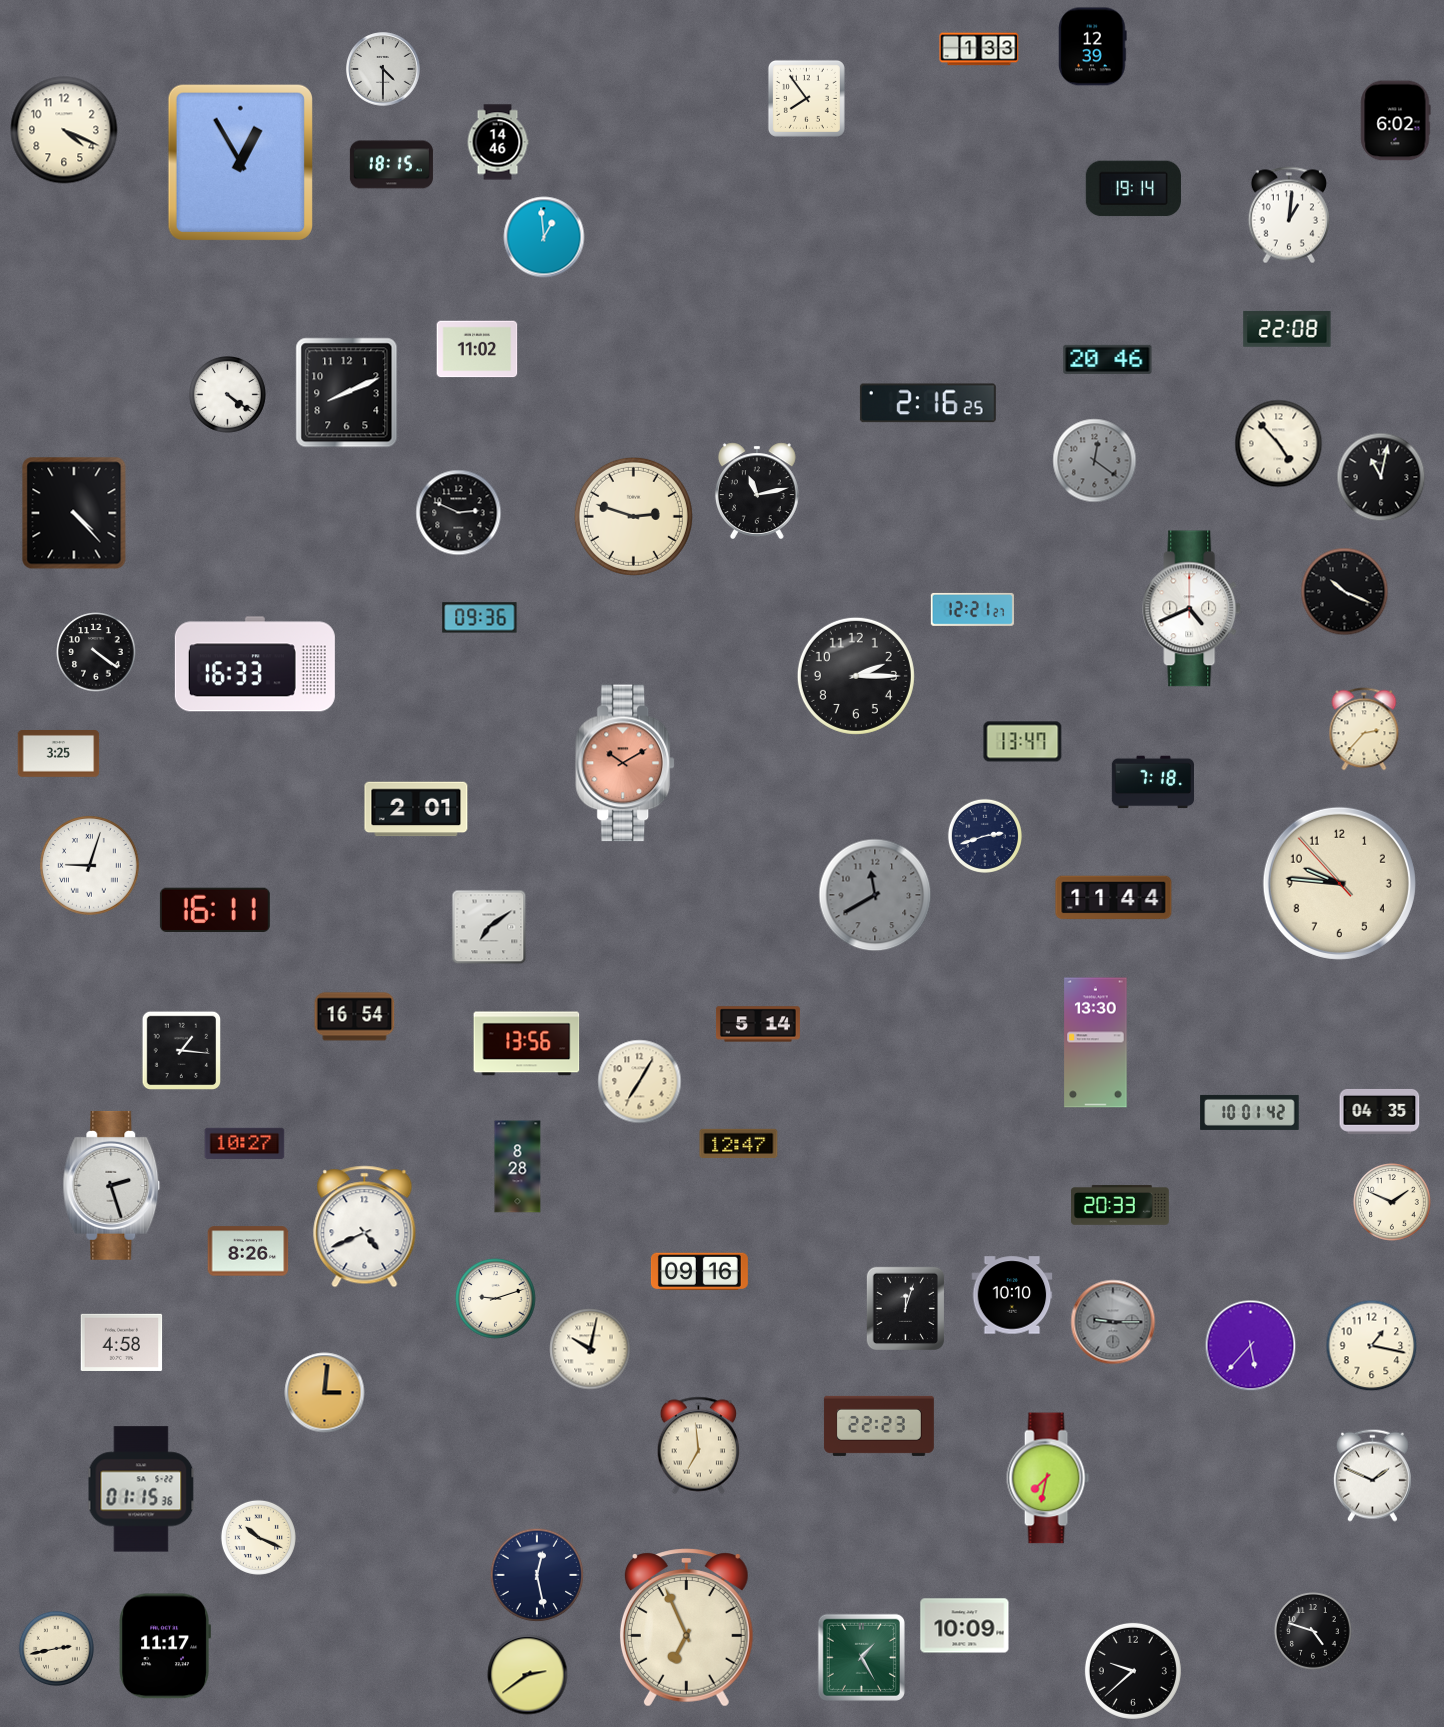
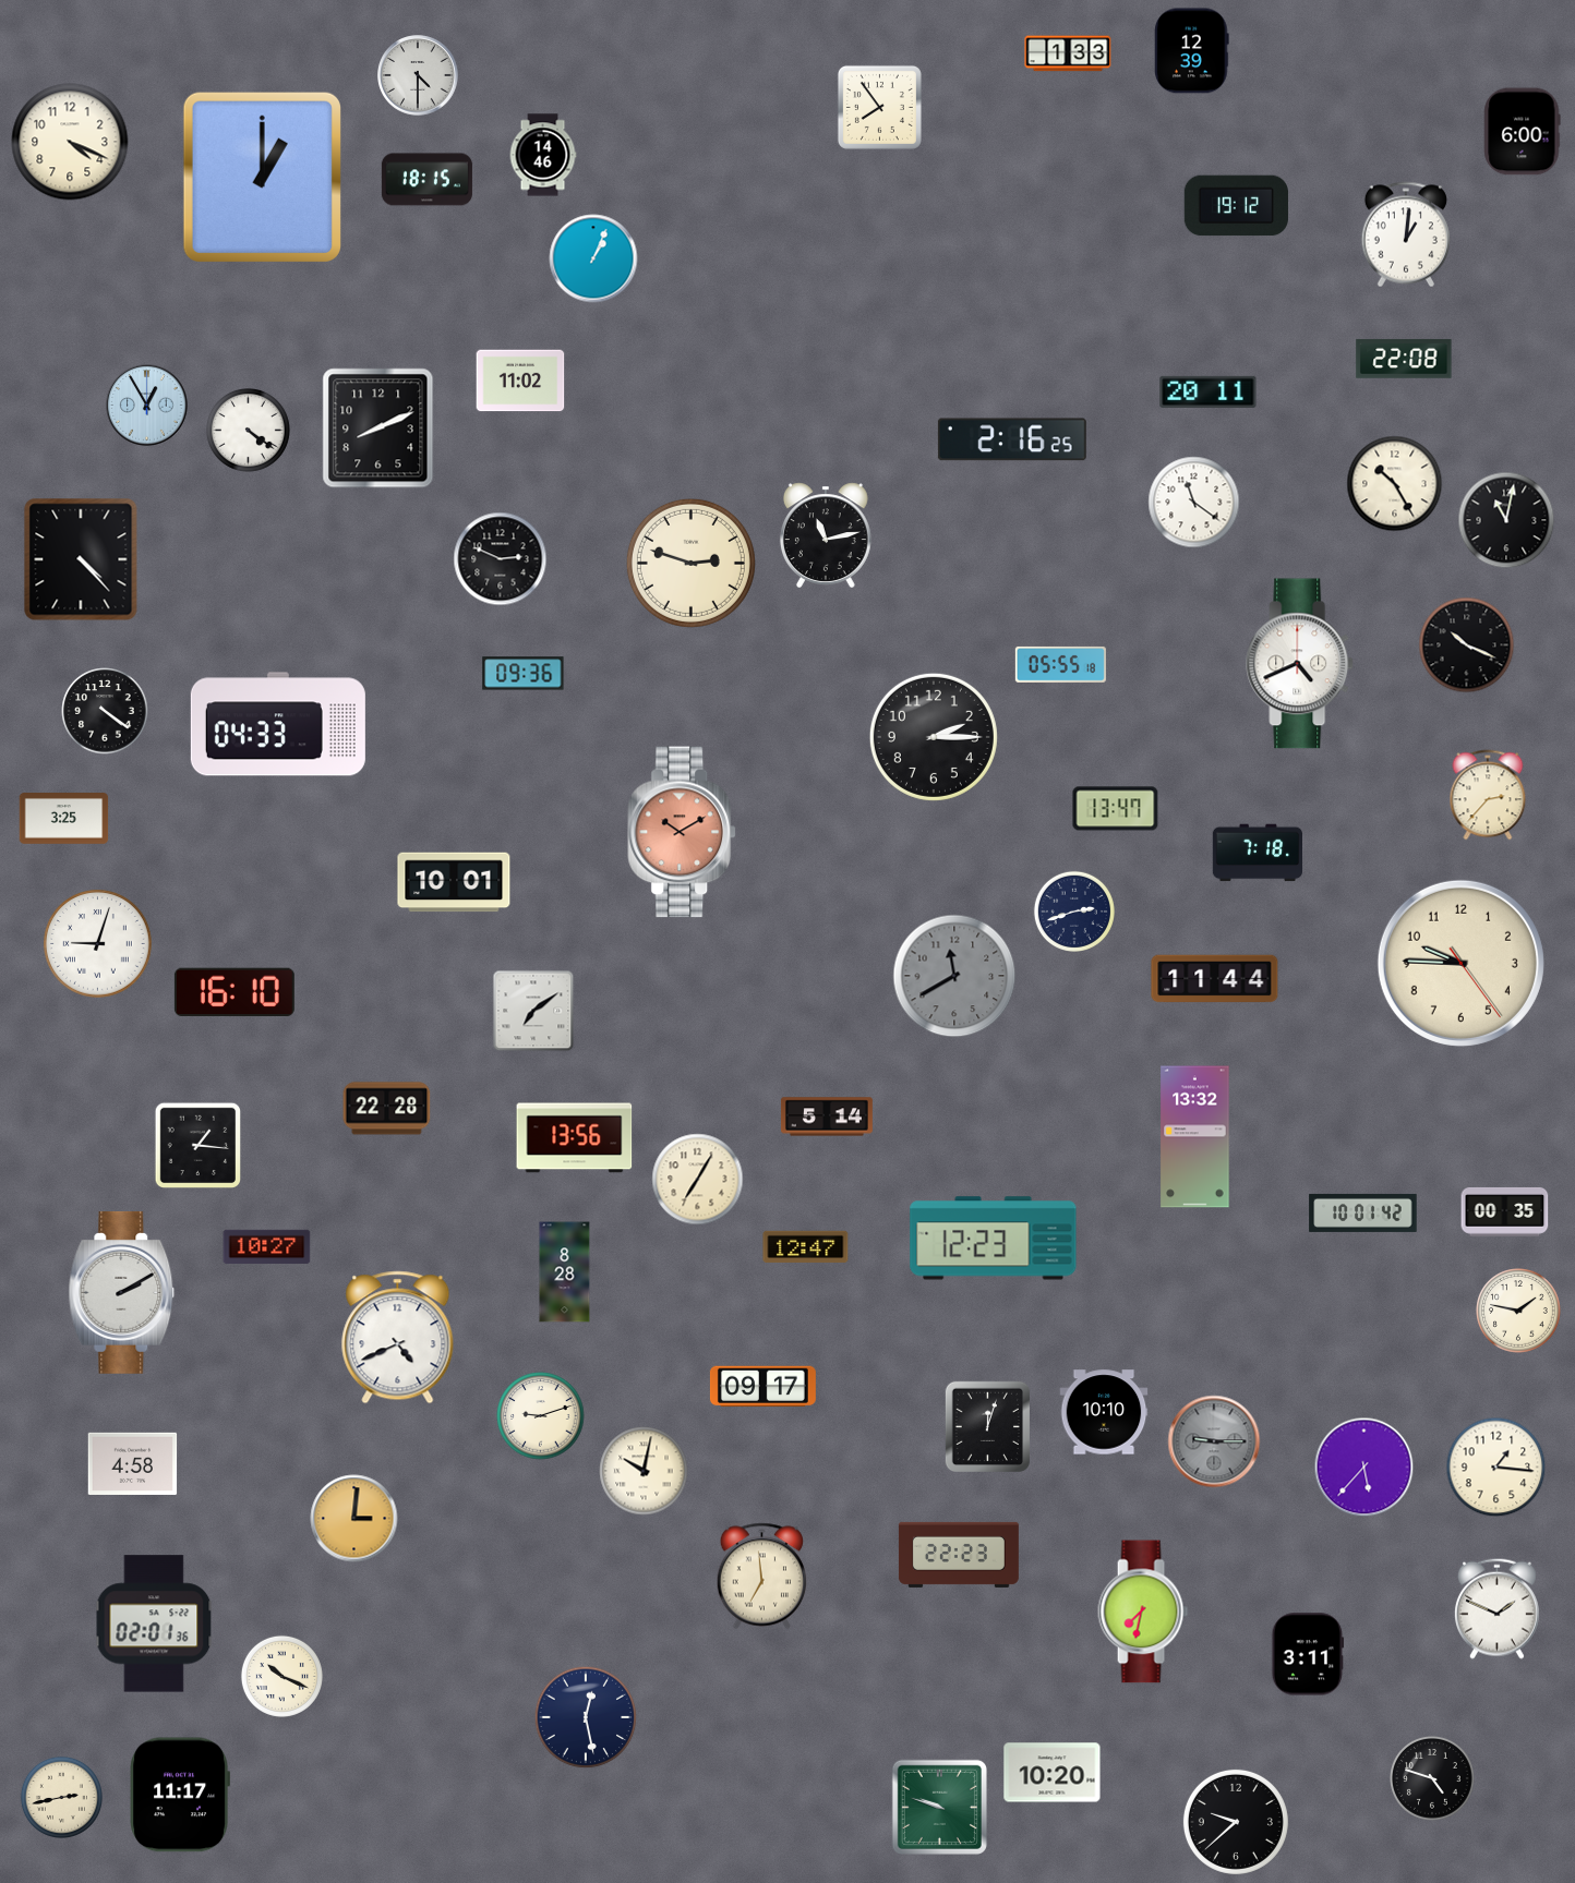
clock at (1396, 121): 6:02 -> 6:00
clock at (240, 162): 12:55 -> 1:00
clock at (1133, 189): 19:14 -> 19:12
clock at (544, 237): 12:59 -> 1:04
clock at (1108, 359): 20:46 -> 20:11
clock at (147, 406): none -> 12:55
clock at (1279, 444): 4:53 -> 10:25
clock at (1095, 461): 12:21 -> 11:21
clock at (1095, 461) dial: grey -> white
clock at (972, 609): 12:21 -> 05:55
clock at (255, 664): 16:33 -> 04:33
clock at (59, 754) position: (59, 754) -> (64, 819)
clock at (416, 809): 2:01 -> 10:01
clock at (1339, 883): 9:45:53 -> 9:45:24
clock at (215, 910): 16:11 -> 16:10
clock at (355, 1017): 16:54 -> 22:28
clock at (1096, 1043): 13:30 -> 13:32
clock at (1380, 1112): 04:35 -> 00:35
clock at (994, 1239): none -> 12:23
clock at (112, 1185): 2:27 -> 2:10
clock at (1392, 1202): 1:49 -> 1:47
clock at (1120, 1205): 20:33 -> none
clock at (248, 1251): 8:26 -> none
clock at (699, 1272): 09:16 -> 09:17
clock at (1372, 1346): 1:17 -> 1:16
clock at (141, 1489): 01:15 -> 02:01
clock at (1308, 1654): none -> 3:11
clock at (965, 1626): 10:09 -> 10:20
clock at (686, 1628): 6:56 -> none
clock at (861, 1657): 1:25 -> 9:48
clock at (528, 1675): 2:39 -> none
